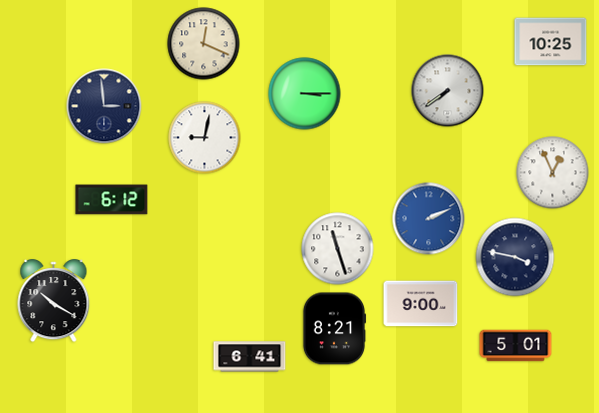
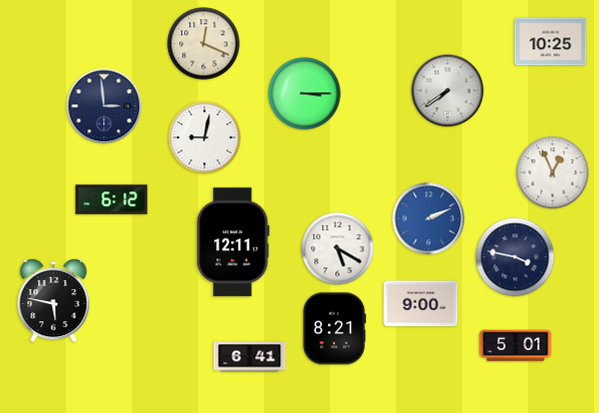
clock at (233, 242): none -> 12:11
clock at (338, 249): 11:27 -> 5:20
clock at (54, 301): 10:20 -> 5:47
